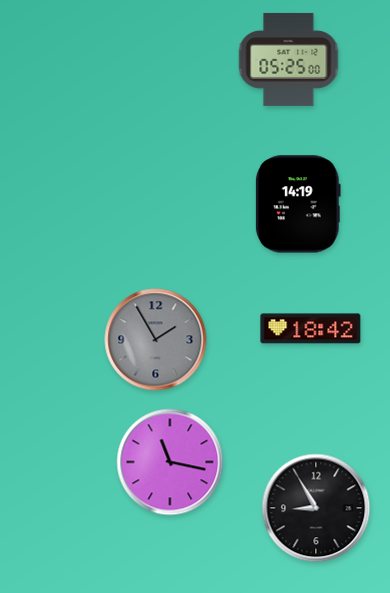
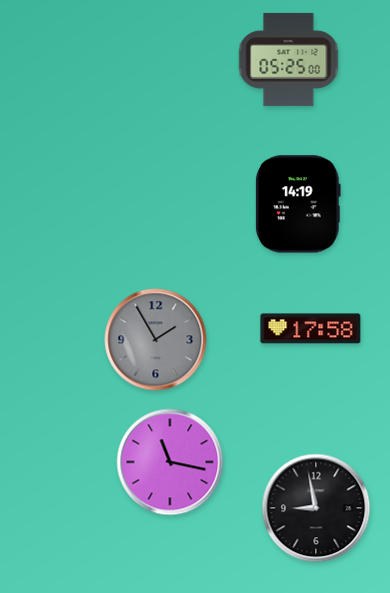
clock at (311, 329): 18:42 -> 17:58
clock at (316, 508): 8:55 -> 8:58
